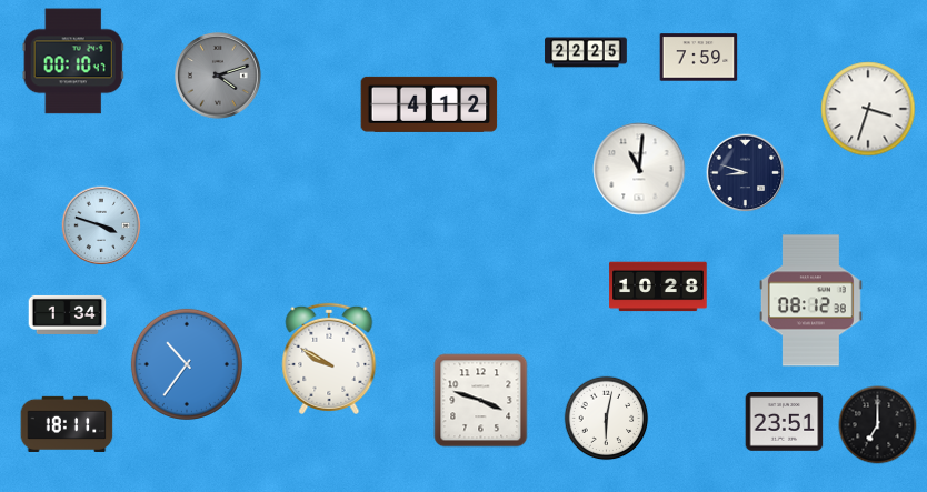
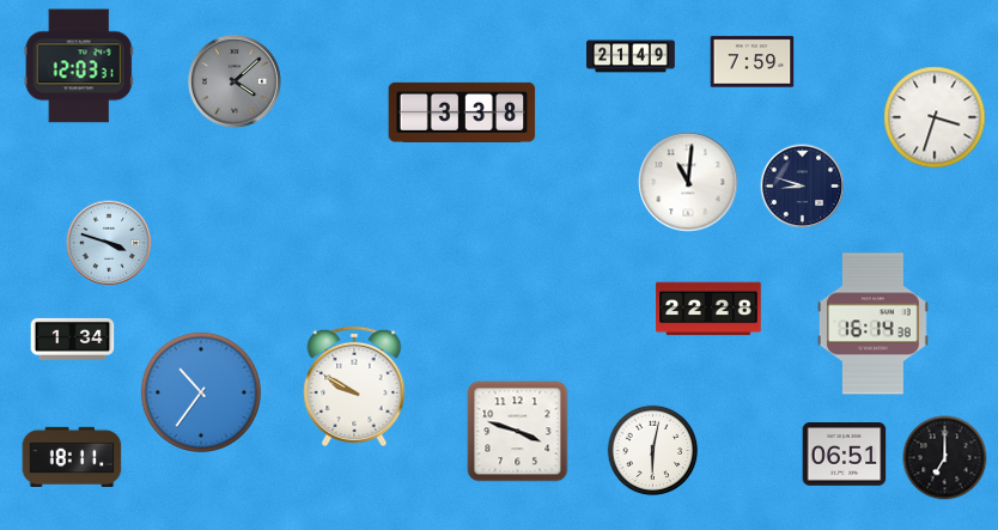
clock at (586, 52): 22:25 -> 21:49
clock at (73, 61): 00:10 -> 12:03
clock at (219, 77): 4:12 -> 4:08
clock at (429, 104): 4:12 -> 3:38
clock at (658, 287): 10:28 -> 22:28
clock at (810, 301): 08:12 -> 16:14
clock at (785, 422): 23:51 -> 06:51
